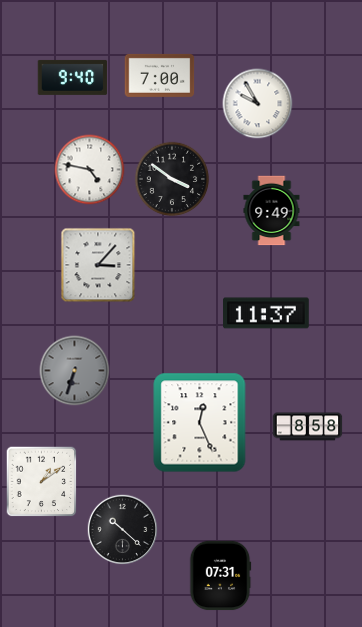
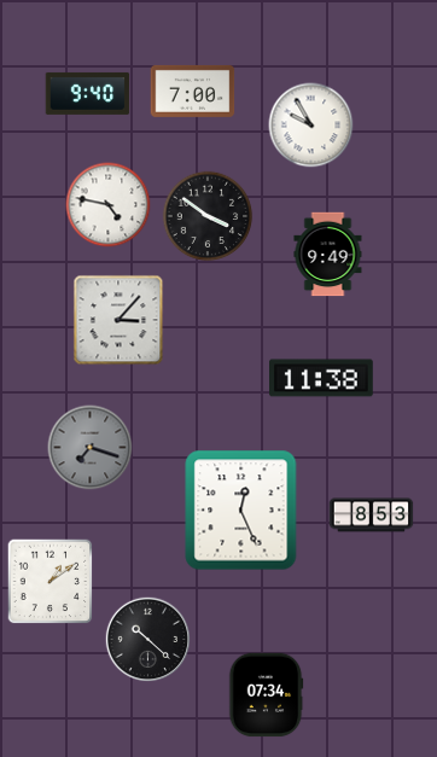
clock at (267, 313): 11:37 -> 11:38
clock at (75, 371): 6:33 -> 7:18
clock at (308, 427): 8:58 -> 8:53
clock at (220, 576): 07:31 -> 07:34
